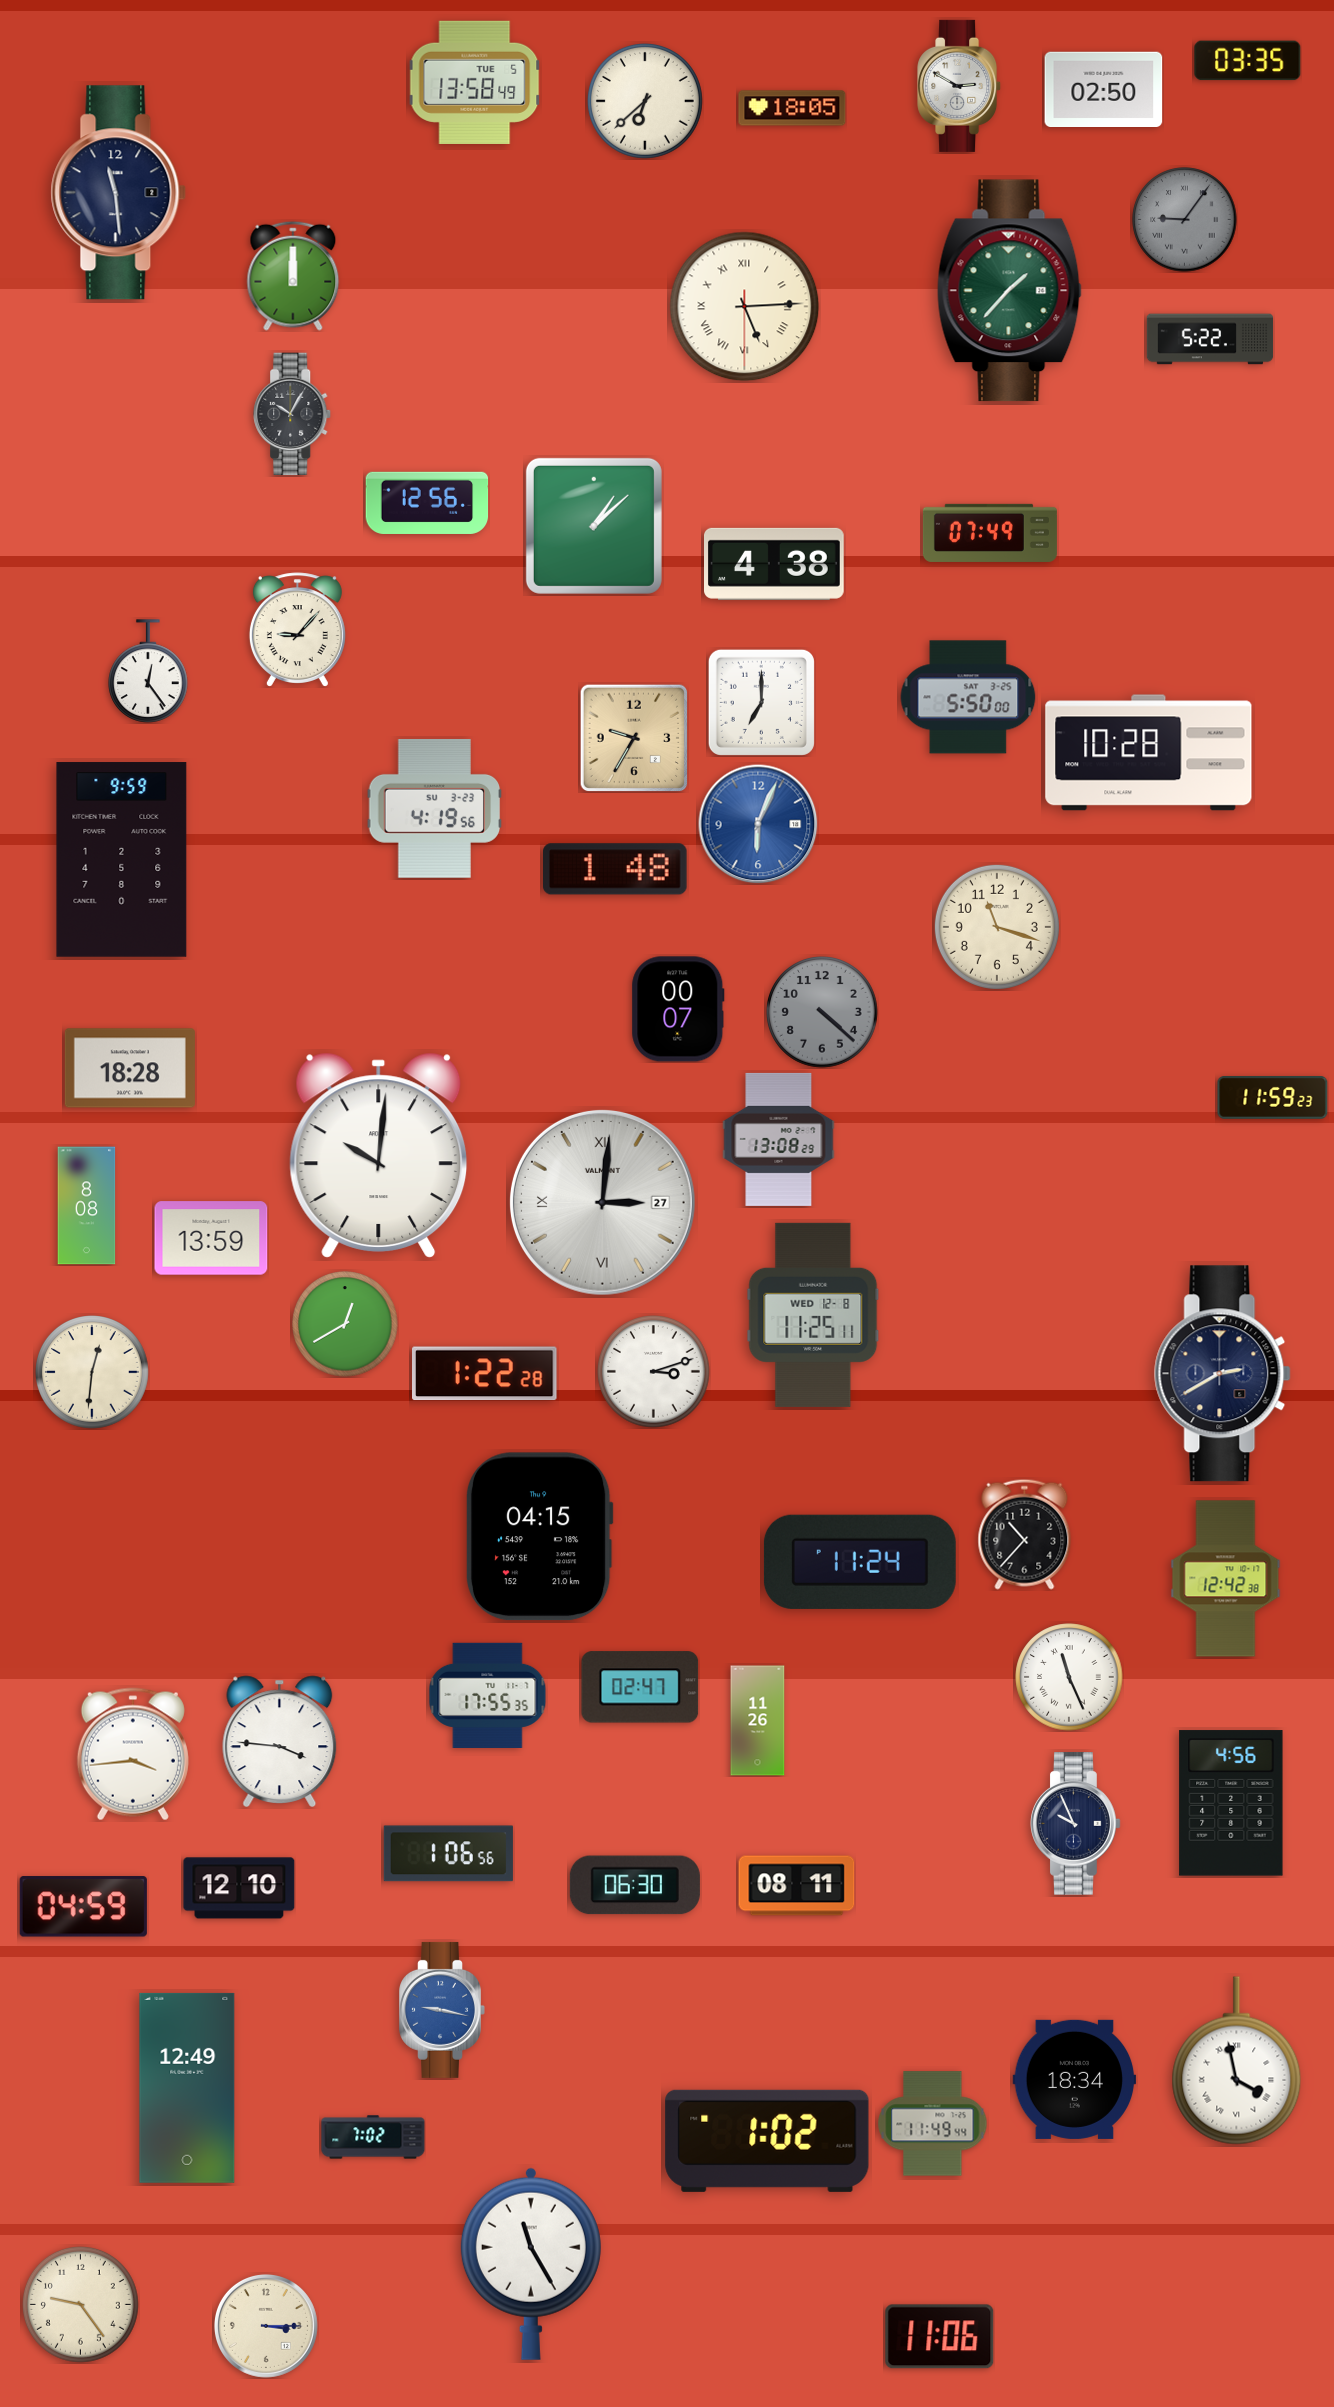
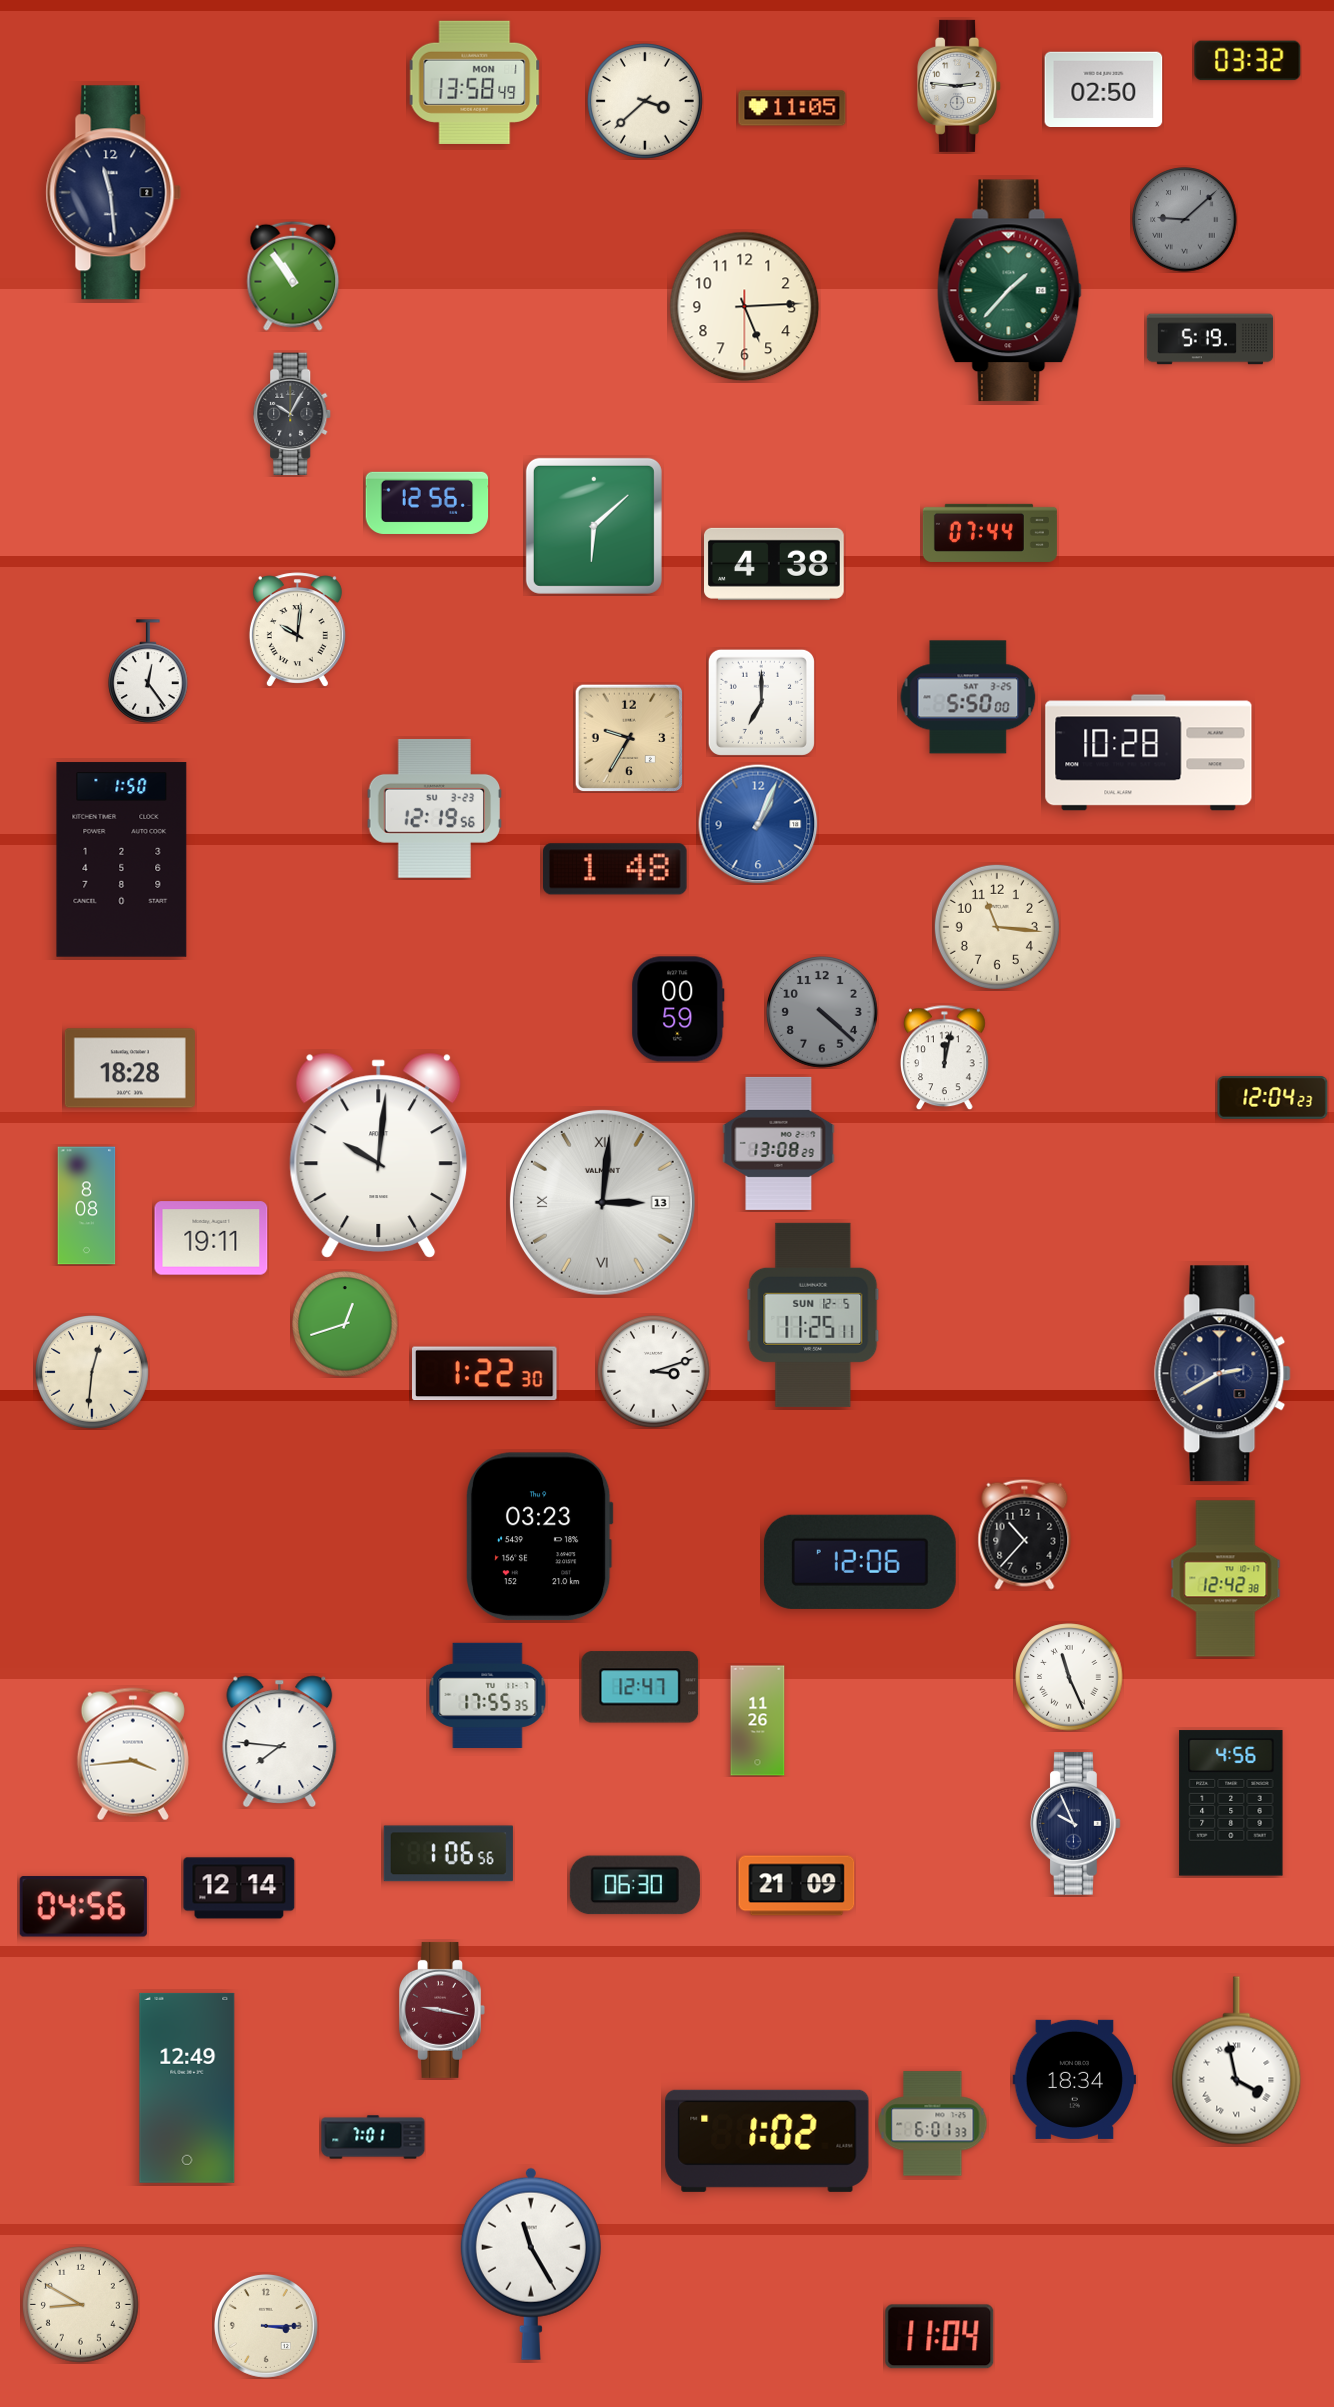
clock at (1248, 61): 03:35 -> 03:32
clock at (475, 82) date: TUE 5 -> MON 1
clock at (960, 86): 2:50 -> 2:46
clock at (645, 101): 6:38 -> 3:38
clock at (792, 108): 18:05 -> 11:05
clock at (119, 193) position: (119, 193) -> (114, 193)
clock at (1185, 220): 9:06 -> 9:08
clock at (293, 276): 12:00 -> 10:54
clock at (745, 307) numerals: Roman -> Arabic
clock at (1210, 339): 5:22 -> 5:19
clock at (594, 526): 1:08 -> 6:08
clock at (990, 533): 07:49 -> 07:44
clock at (297, 630): 9:07 -> 10:01
clock at (634, 738) position: (634, 738) -> (629, 738)
clock at (435, 808): 4:19 -> 12:19
clock at (758, 824): 6:04 -> 1:04
clock at (122, 860): 9:59 -> 1:50
clock at (997, 927): 11:18 -> 11:16
clock at (678, 1009): 00:07 -> 00:59
clock at (945, 1057): none -> 12:02
clock at (1273, 1098): 11:59 -> 12:04
clock at (779, 1139) position: (779, 1139) -> (779, 1143)
clock at (602, 1202) date: 27 -> 13
clock at (211, 1238): 13:59 -> 19:11
clock at (813, 1315) date: WED 12-8 -> SUN 12-5
clock at (345, 1324): 12:40 -> 12:42
clock at (485, 1374): 1:22:28 -> 1:22:30
clock at (539, 1537): 04:15 -> 03:23
clock at (860, 1562): 11:24 -> 12:06
clock at (640, 1687): 02:47 -> 12:47
clock at (280, 1741): 3:46 -> 7:46
clock at (797, 1886): 08:11 -> 21:09
clock at (239, 1888): 12:10 -> 12:14
clock at (83, 1907): 04:59 -> 04:56
clock at (442, 2010) dial: blue -> burgundy
clock at (933, 2124): 11:49 -> 6:01
clock at (373, 2137): 7:02 -> 7:01
clock at (80, 2304): 9:24 -> 8:50
clock at (940, 2337): 11:06 -> 11:04
